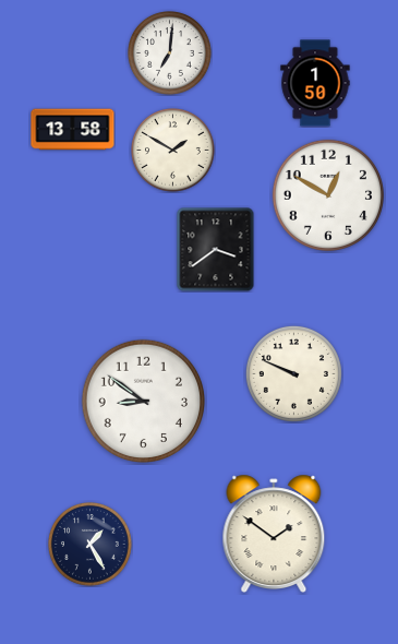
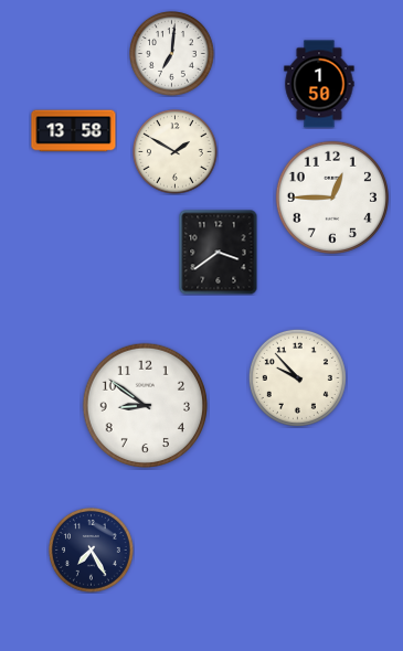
clock at (328, 195): 12:50 -> 12:45
clock at (293, 373): 9:49 -> 9:53
clock at (274, 533): 1:51 -> none
clock at (91, 545): 1:25 -> 7:25
